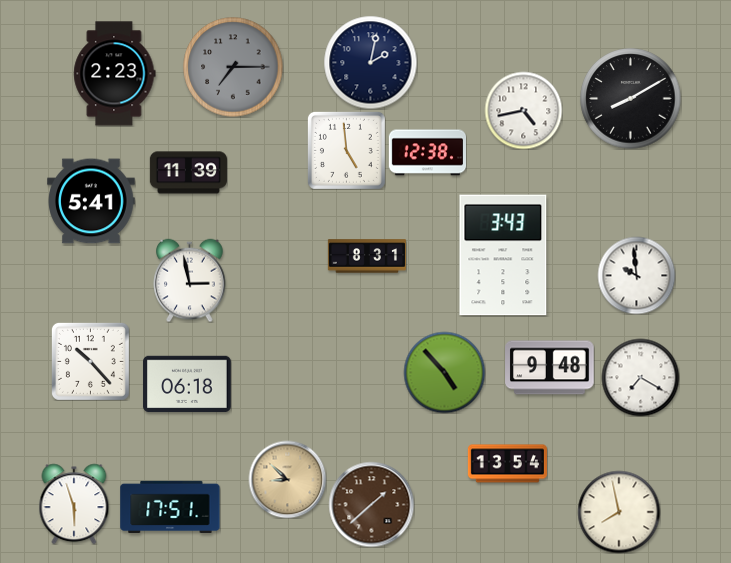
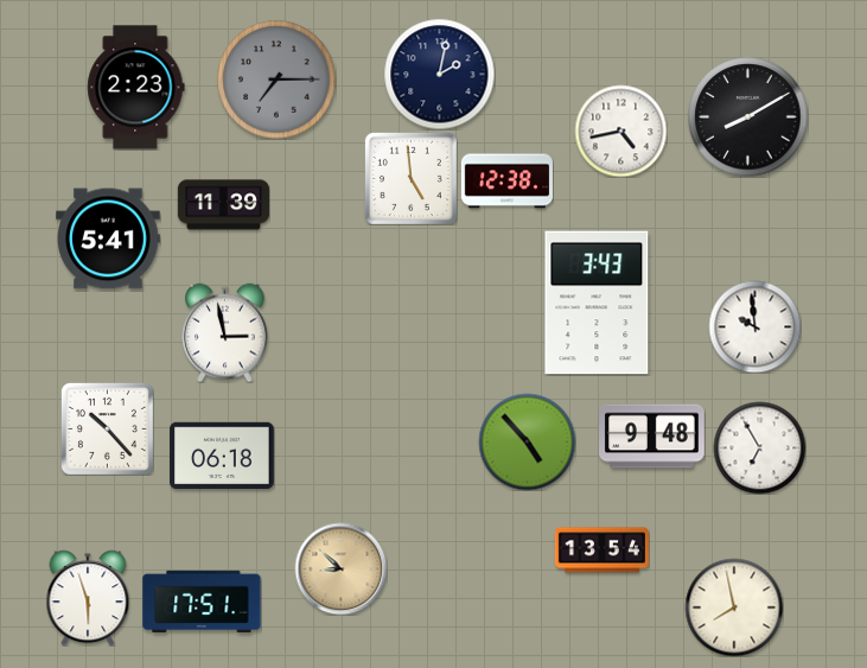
clock at (367, 256): 8:31 -> none
clock at (640, 377): 7:20 -> 6:55
clock at (371, 504): 1:38 -> none
